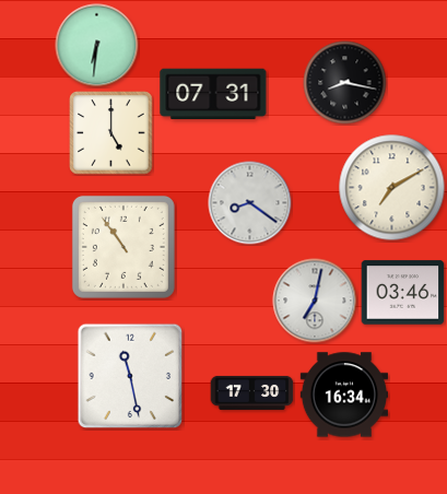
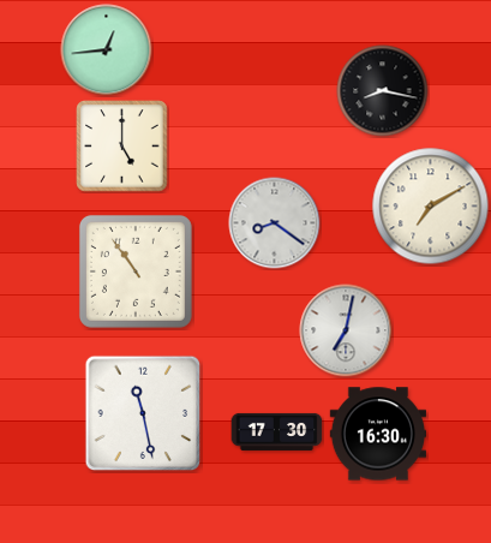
clock at (97, 46): 6:31 -> 12:44
clock at (345, 83) position: (345, 83) -> (383, 91)
clock at (213, 94): 07:31 -> none
clock at (403, 293): 03:46 -> none
clock at (343, 395): 16:34 -> 16:30
